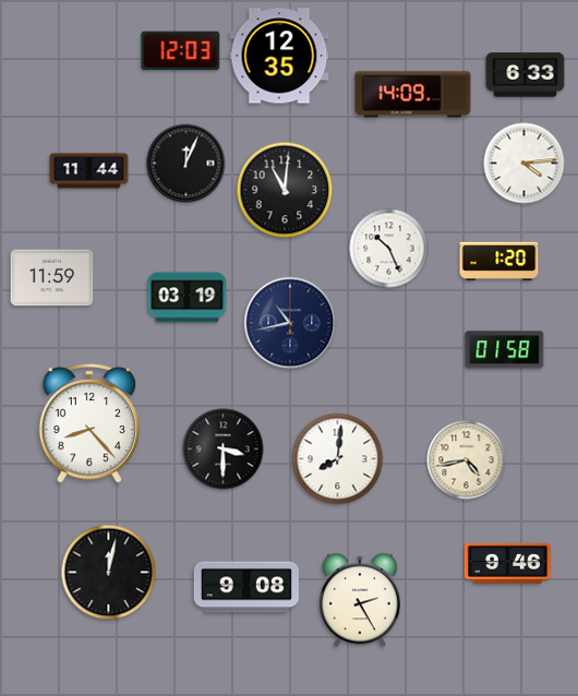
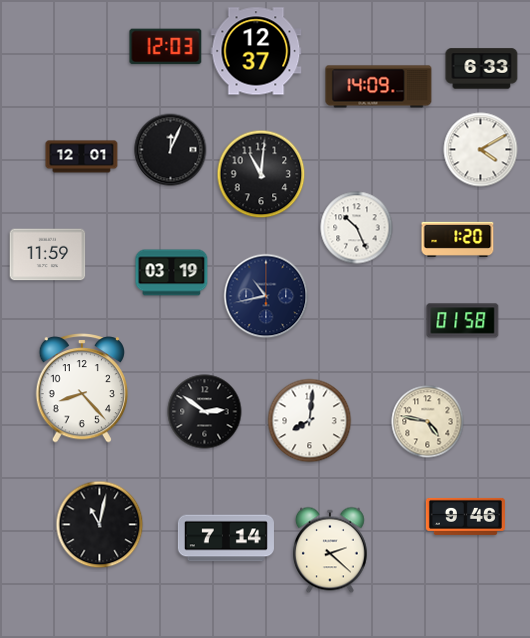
clock at (279, 56): 12:35 -> 12:37
clock at (525, 164): 4:14 -> 4:10
clock at (89, 171): 11:44 -> 12:01
clock at (224, 449): 3:30 -> 2:51
clock at (467, 460): 4:43 -> 4:47
clock at (109, 573): 12:02 -> 11:02
clock at (246, 587): 9:08 -> 7:14
clock at (361, 600): 2:25 -> 2:22
